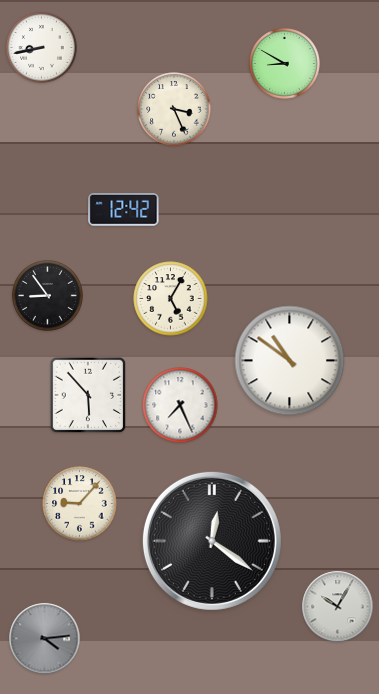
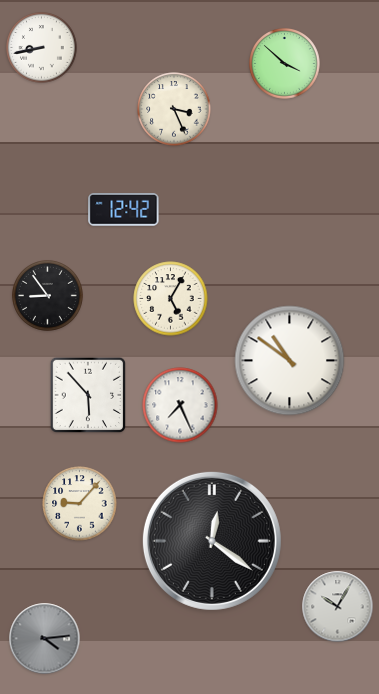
clock at (285, 64): 8:50 -> 3:52
